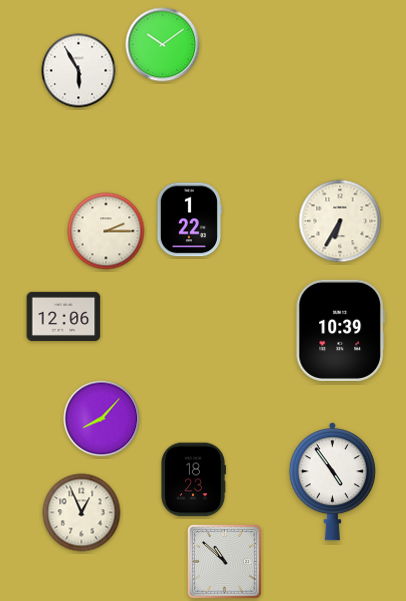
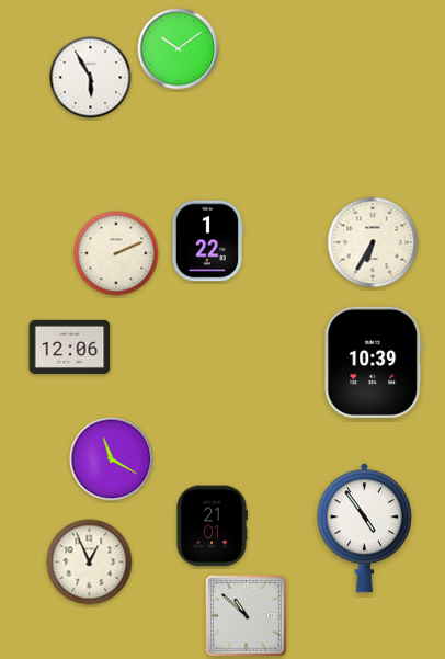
clock at (79, 71) position: (79, 71) -> (91, 78)
clock at (106, 231): 2:15 -> 2:11
clock at (102, 419): 8:07 -> 11:20
clock at (193, 480): 18:23 -> 21:01
